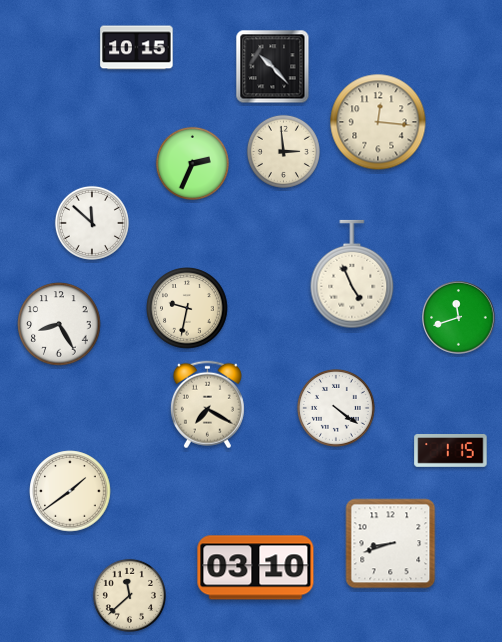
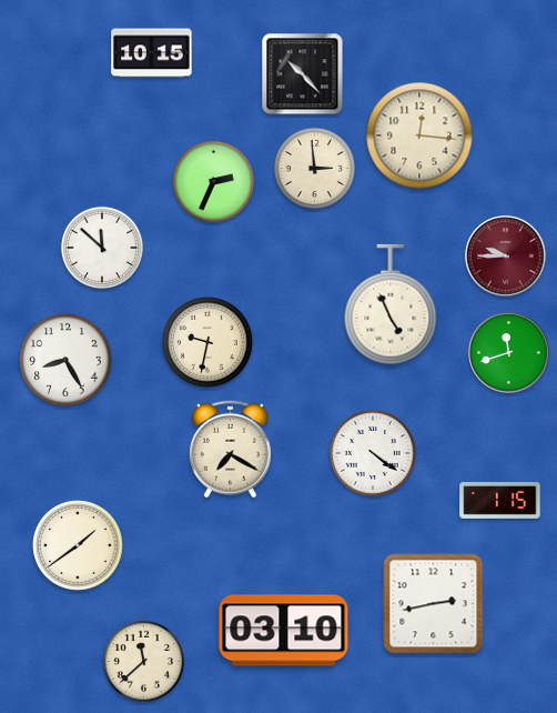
clock at (506, 257): none -> 9:45
clock at (391, 544): 8:42 -> 2:43
